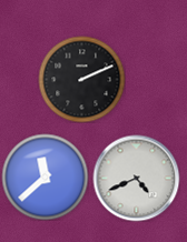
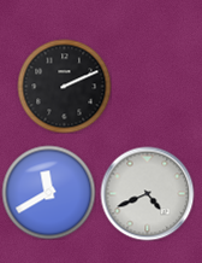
clock at (81, 79) position: (81, 79) -> (64, 86)
clock at (45, 177): 11:38 -> 11:40
